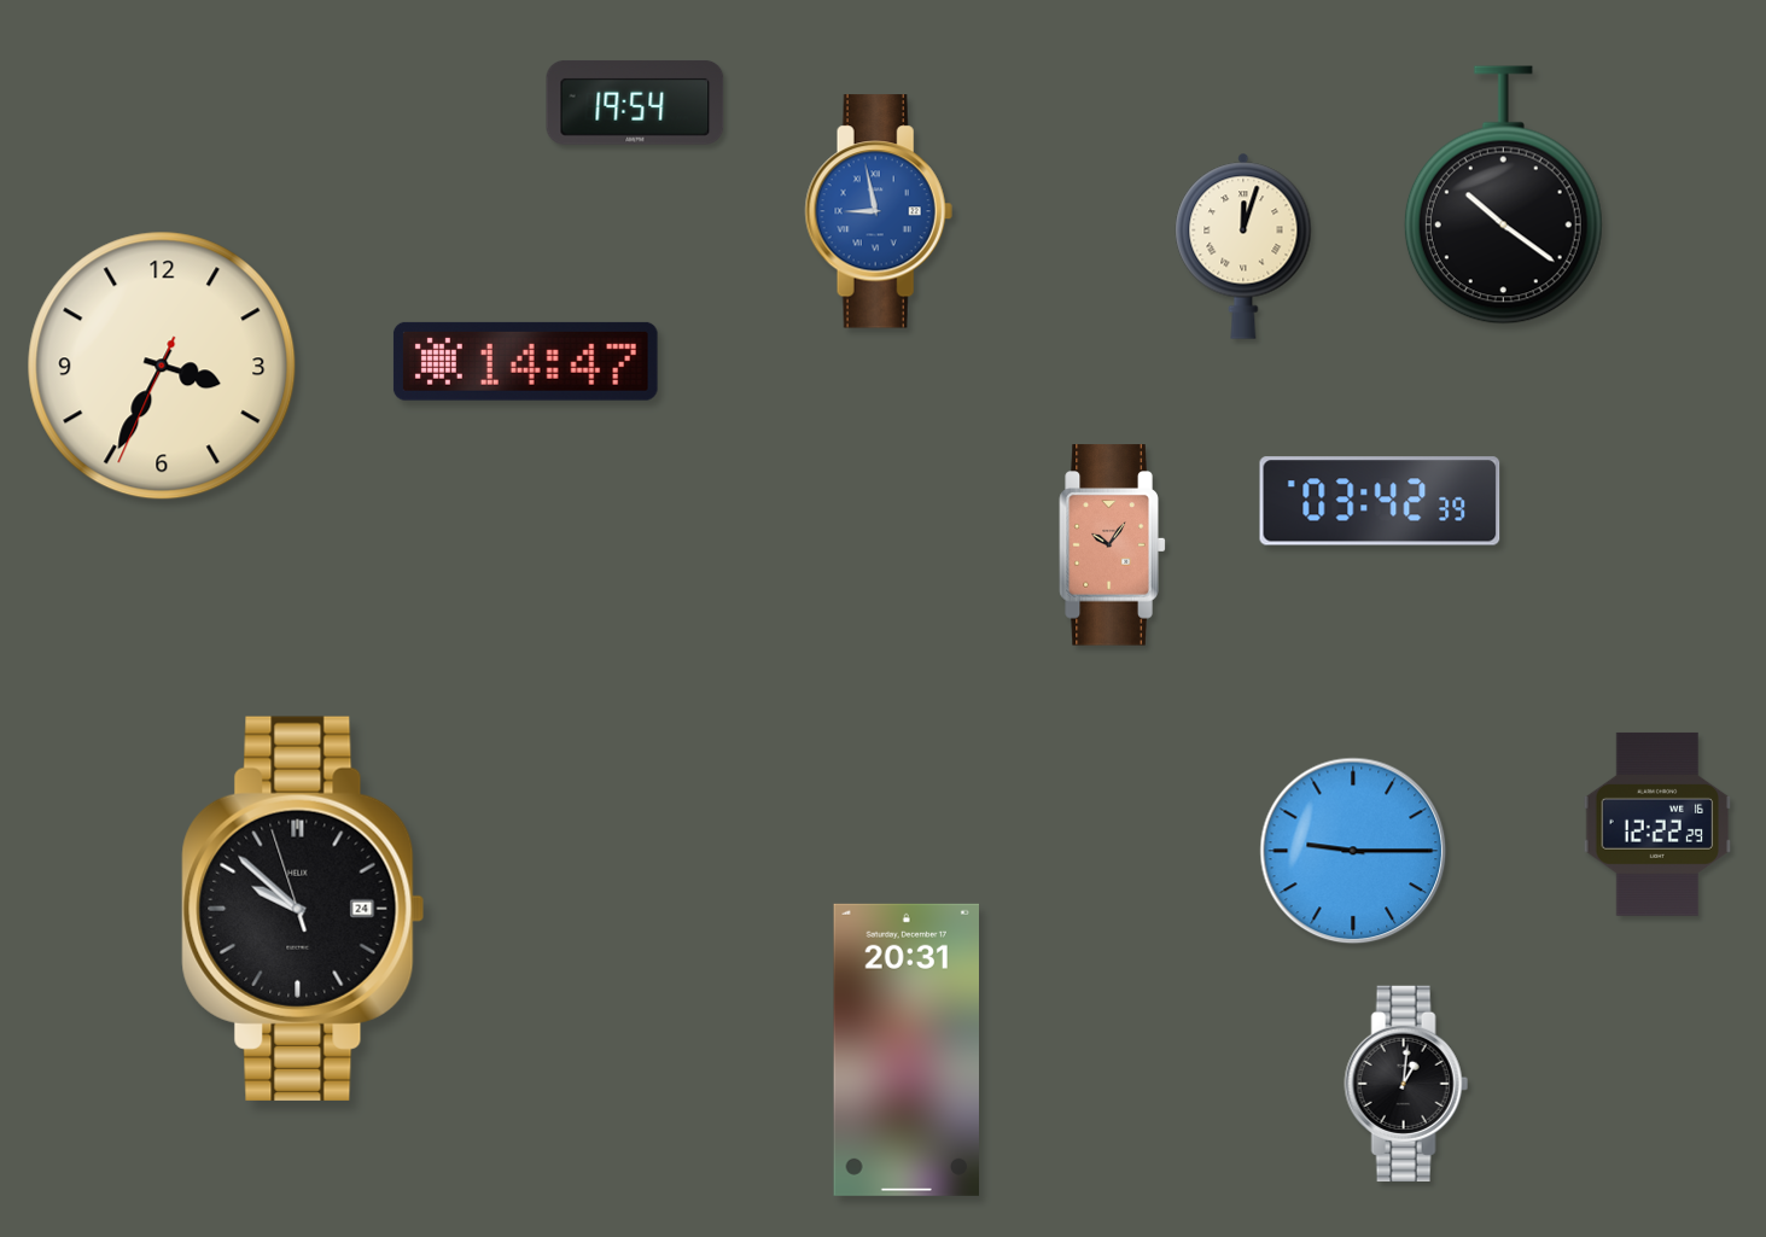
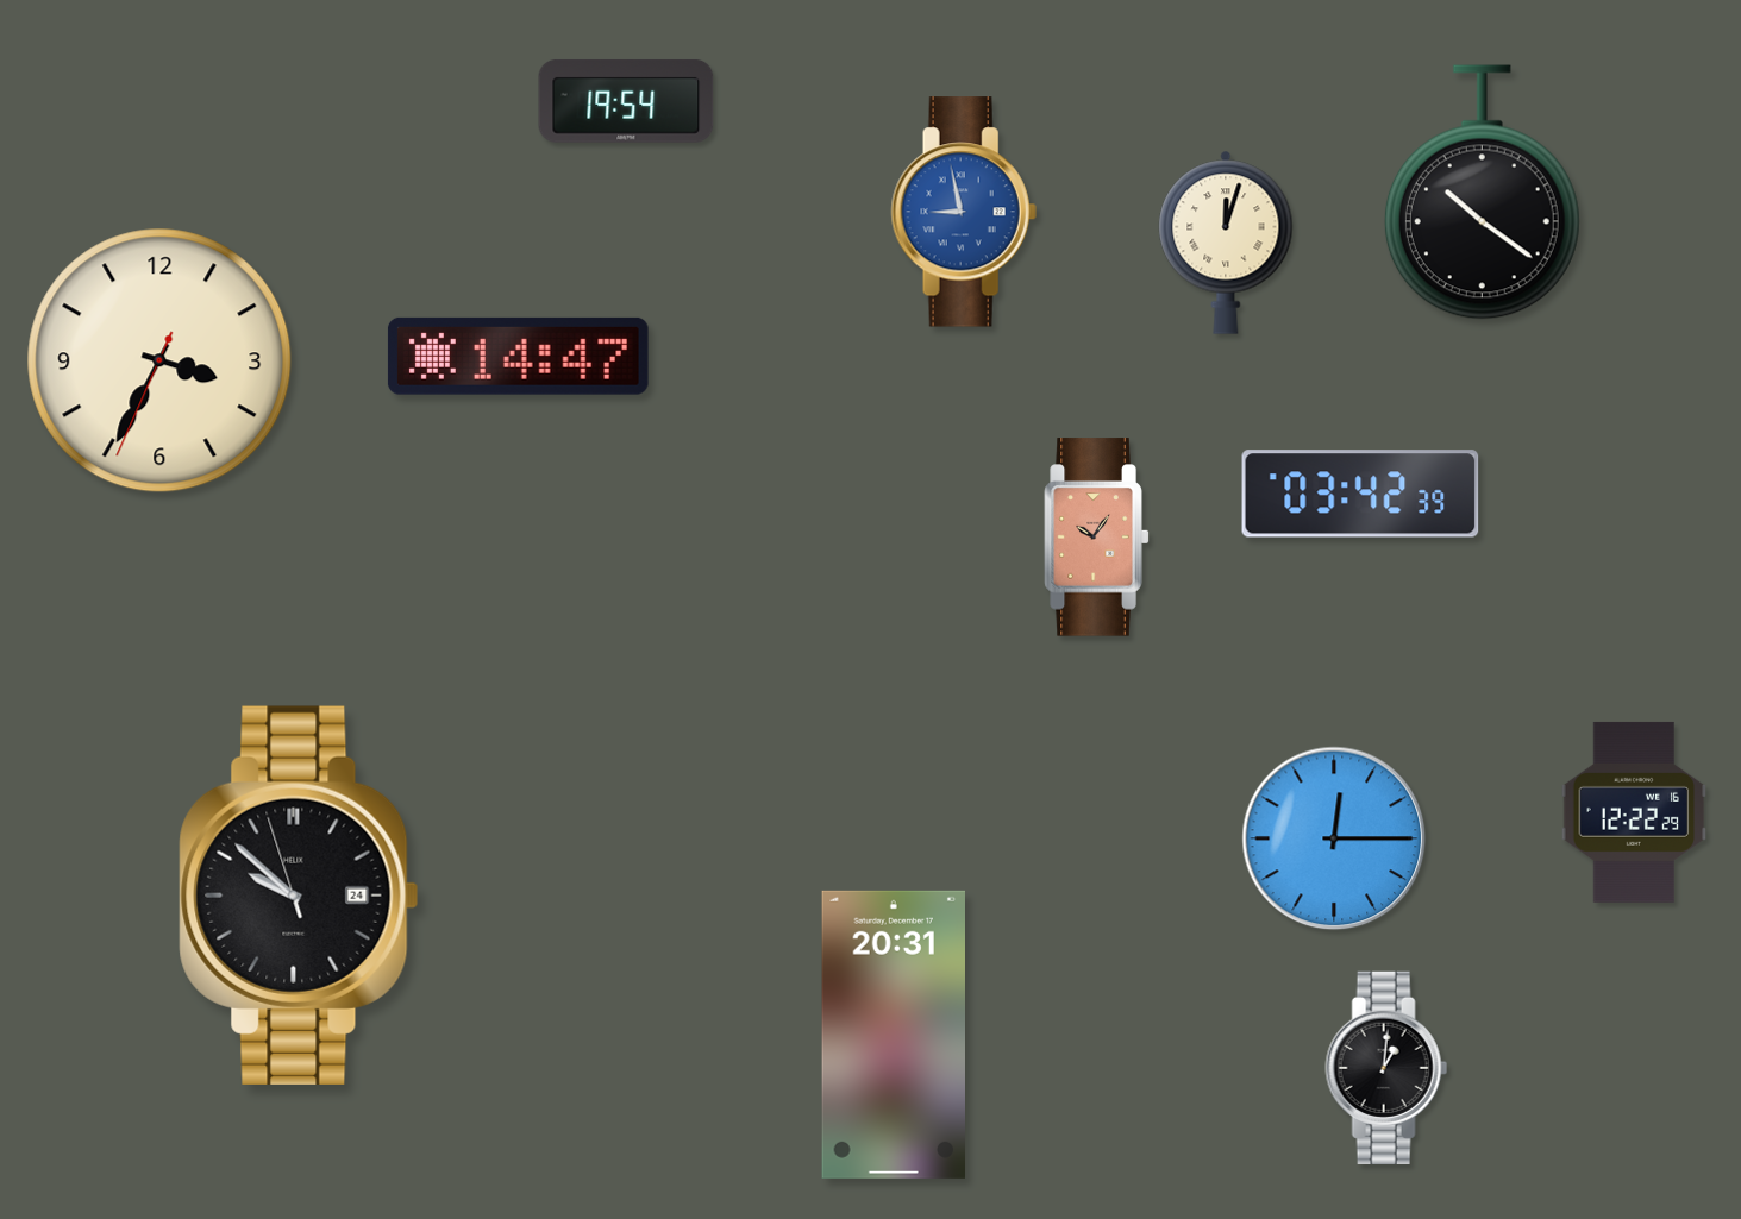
clock at (879, 211) position: (879, 211) -> (964, 212)
clock at (1353, 851): 9:15 -> 12:15
